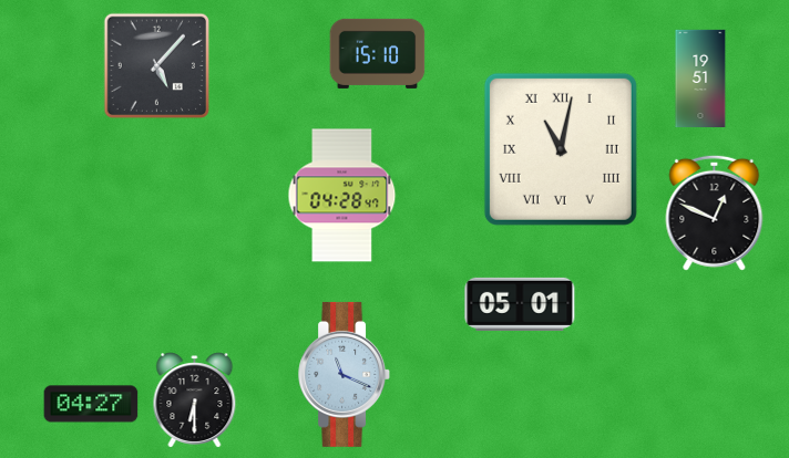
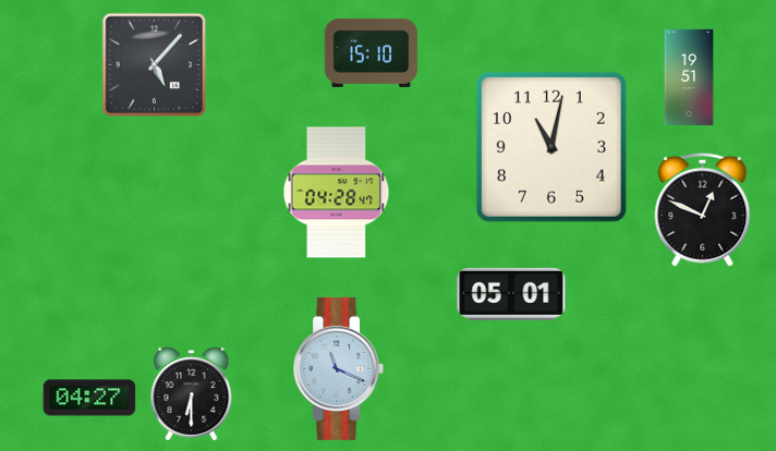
clock at (561, 149) numerals: Roman -> Arabic
clock at (520, 304) position: (520, 304) -> (511, 294)
